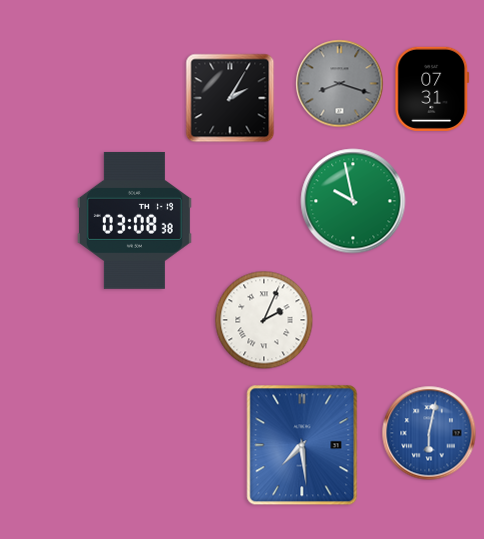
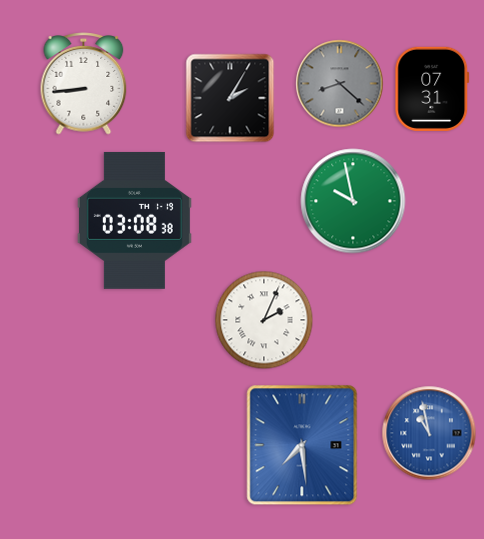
clock at (84, 84): none -> 8:44
clock at (340, 84): 8:18 -> 8:22
clock at (429, 433): 6:02 -> 10:58
